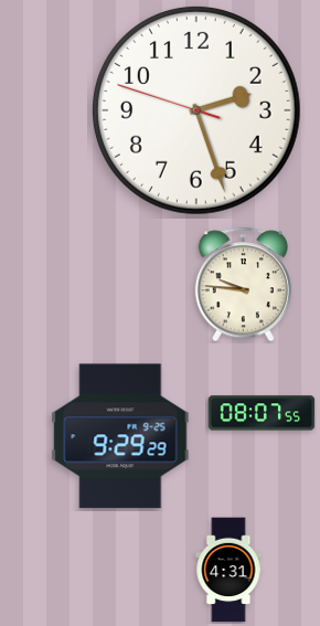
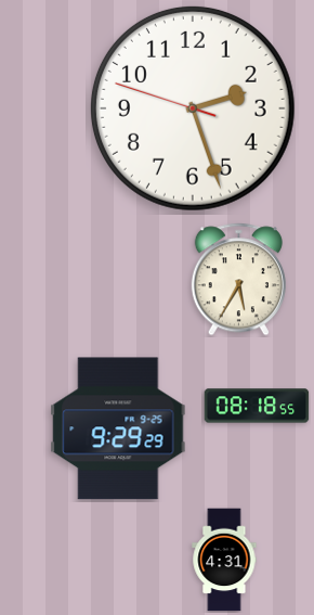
clock at (243, 285): 9:46 -> 5:35
clock at (262, 413): 08:07 -> 08:18
